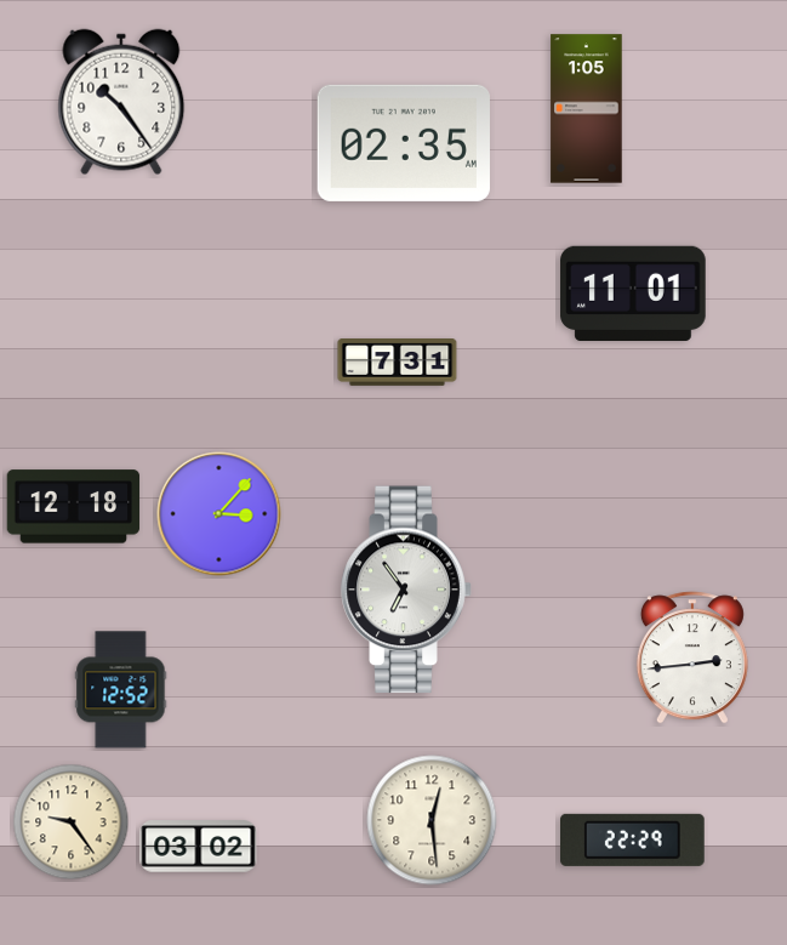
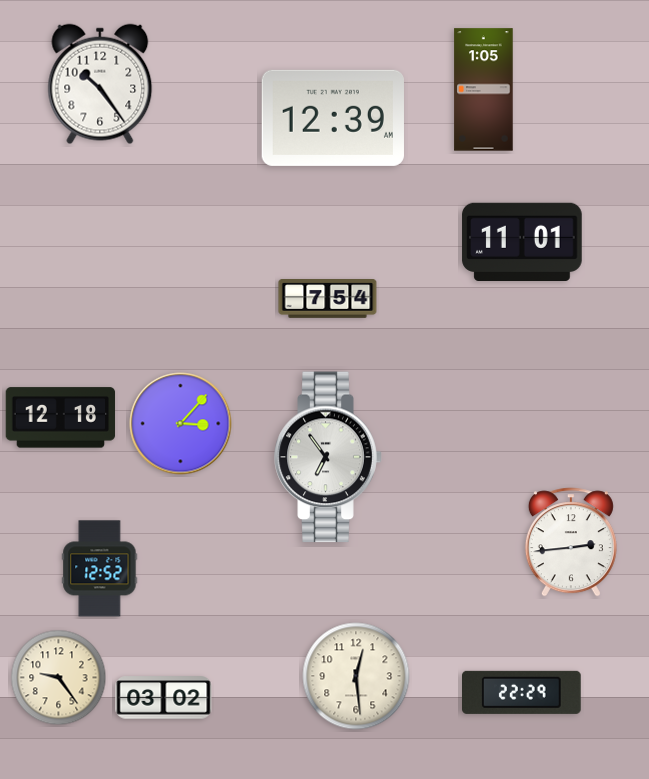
clock at (404, 143): 02:35 -> 12:39
clock at (398, 363): 7:31 -> 7:54
clock at (406, 590) position: (406, 590) -> (328, 457)
